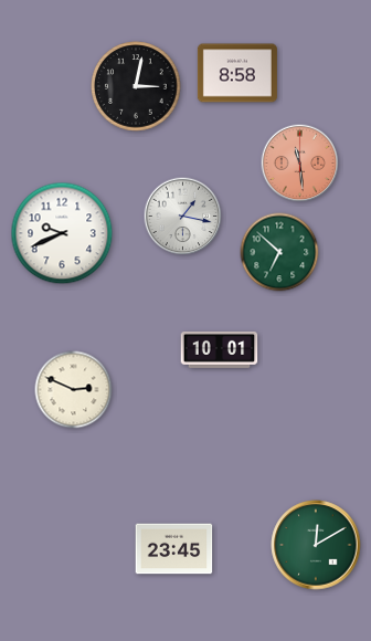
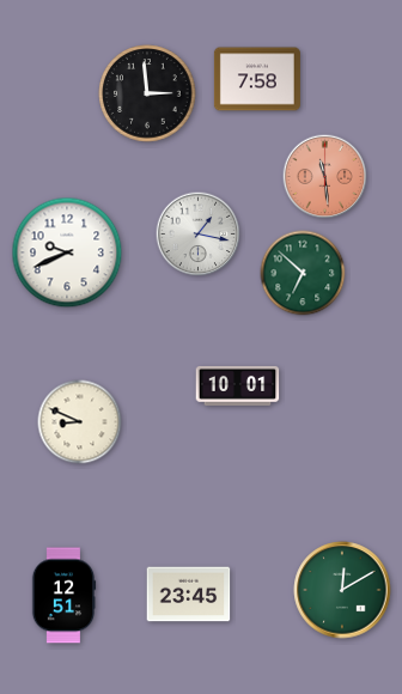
clock at (237, 73): 8:58 -> 7:58
clock at (136, 86): 3:02 -> 2:59
clock at (220, 349) position: (220, 349) -> (238, 385)
clock at (74, 390): 2:49 -> 8:49
clock at (63, 596): none -> 12:51
